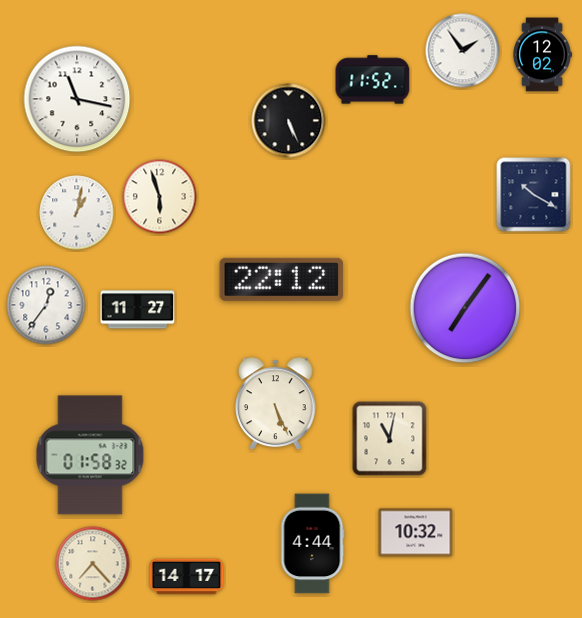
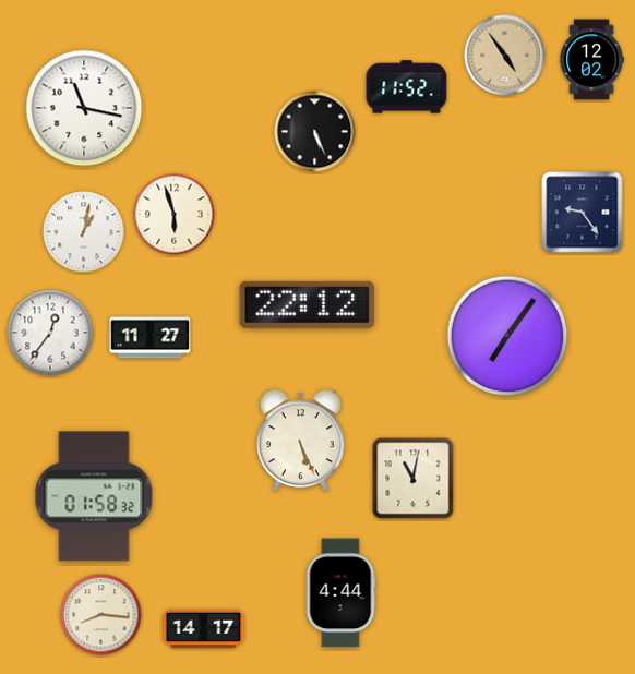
clock at (463, 51): 1:54 -> 4:54
clock at (463, 51) dial: white -> champagne
clock at (534, 195): 10:20 -> 9:24
clock at (390, 439) position: (390, 439) -> (414, 479)
clock at (90, 455) position: (90, 455) -> (94, 496)
clock at (416, 533): 10:32 -> none
clock at (93, 564): 7:23 -> 8:16
